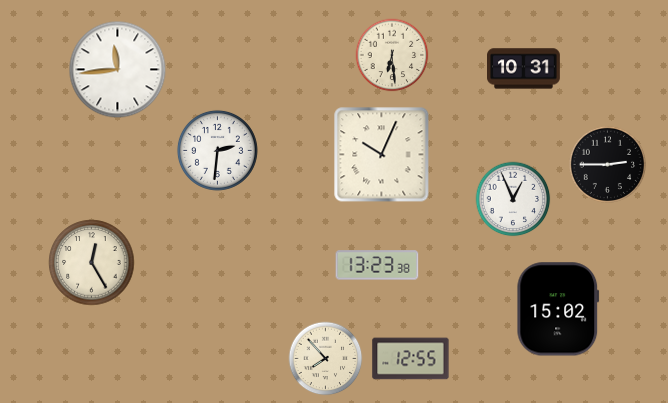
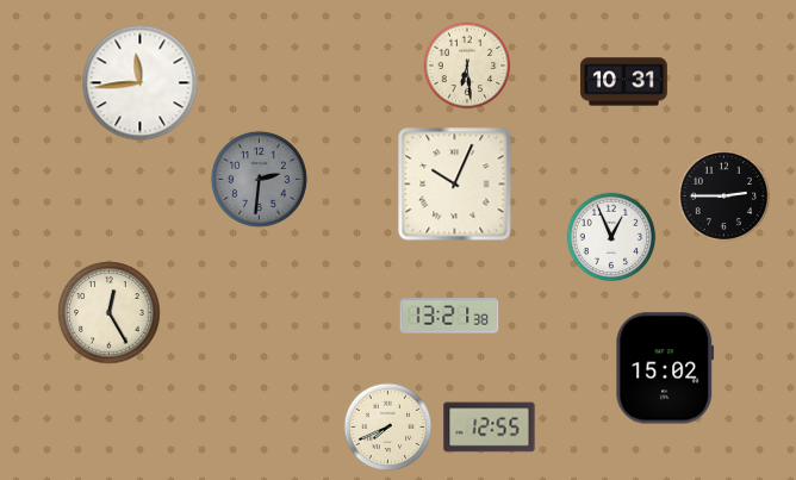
clock at (217, 150) dial: white -> grey
clock at (377, 265): 13:23 -> 13:21
clock at (326, 359): 7:53 -> 7:41
